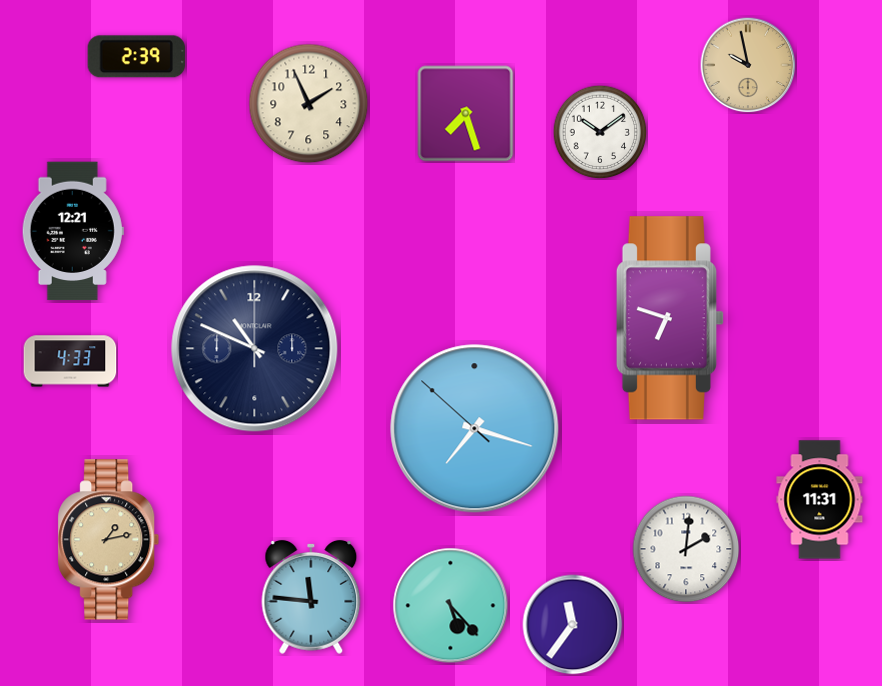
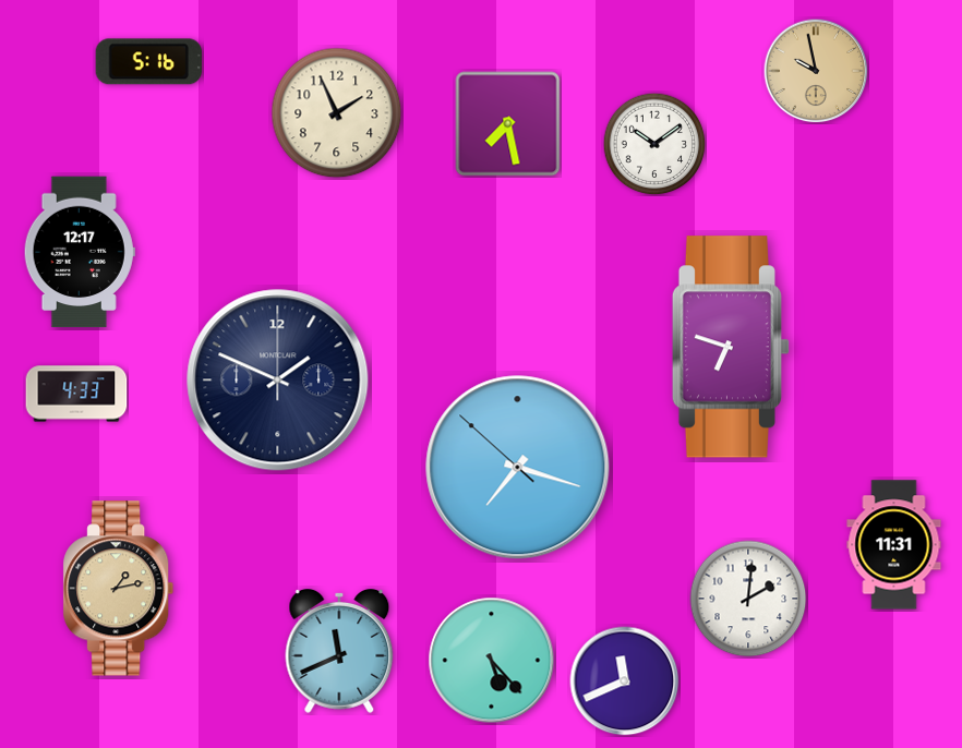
clock at (136, 57): 2:39 -> 5:16
clock at (466, 114): 7:27 -> 7:28
clock at (73, 231): 12:21 -> 12:17
clock at (255, 349): 10:49 -> 1:49
clock at (311, 597): 11:46 -> 11:41
clock at (573, 625): 11:36 -> 11:41
